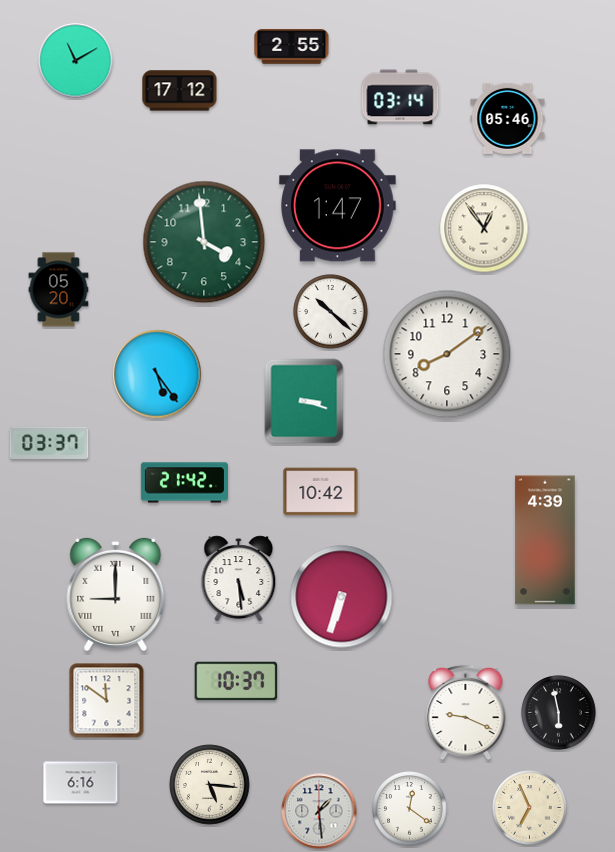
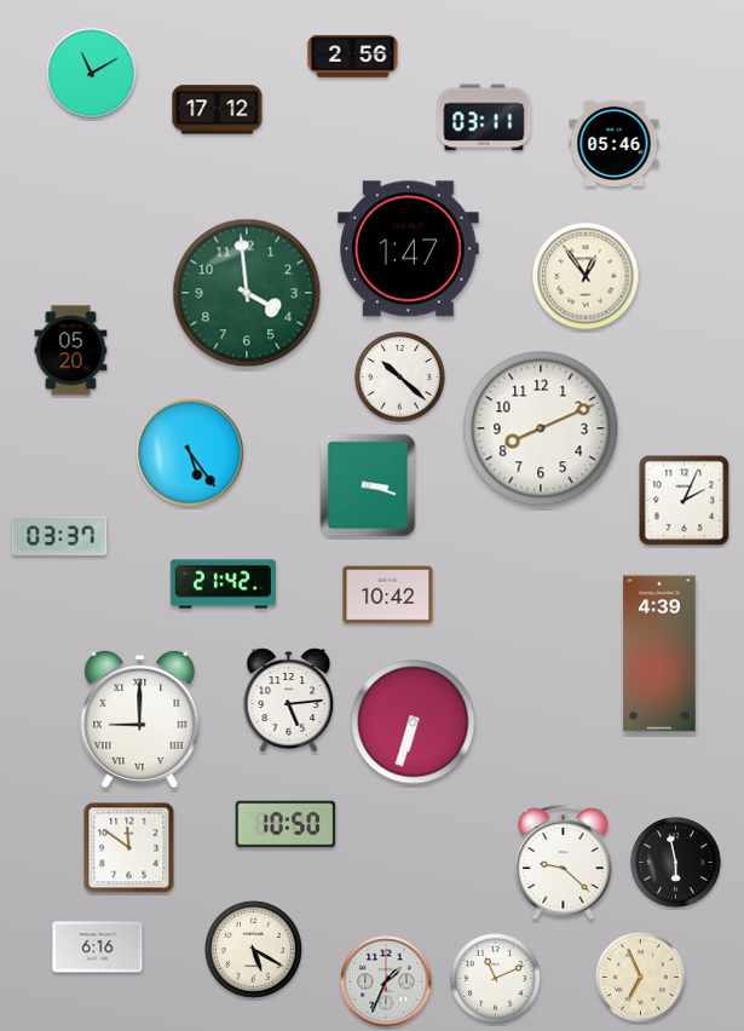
clock at (292, 47): 2:55 -> 2:56
clock at (400, 97): 03:14 -> 03:11
clock at (447, 354): 8:09 -> 8:11
clock at (685, 501): none -> 2:04
clock at (239, 579): 5:29 -> 5:14
clock at (236, 681): 10:37 -> 10:50
clock at (466, 713): 9:19 -> 9:22
clock at (210, 785): 5:16 -> 5:20
clock at (410, 809): 12:21 -> 11:11
clock at (319, 811): 1:29 -> 1:34
